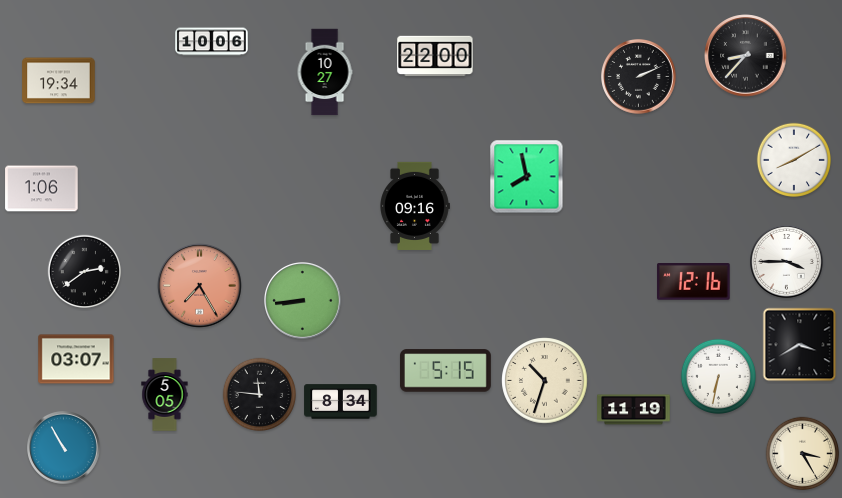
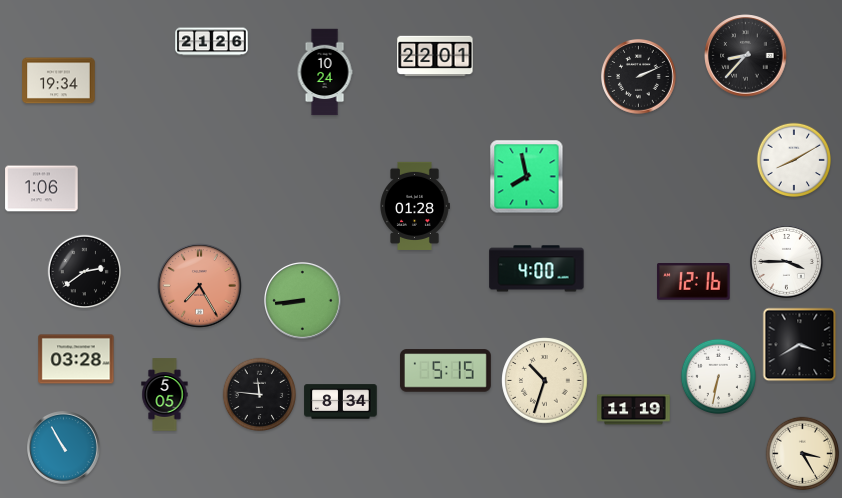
clock at (212, 42): 10:06 -> 21:26
clock at (435, 56): 22:00 -> 22:01
clock at (325, 72): 10:27 -> 10:24
clock at (415, 206): 09:16 -> 01:28
clock at (537, 269): none -> 4:00
clock at (76, 359): 03:07 -> 03:28
